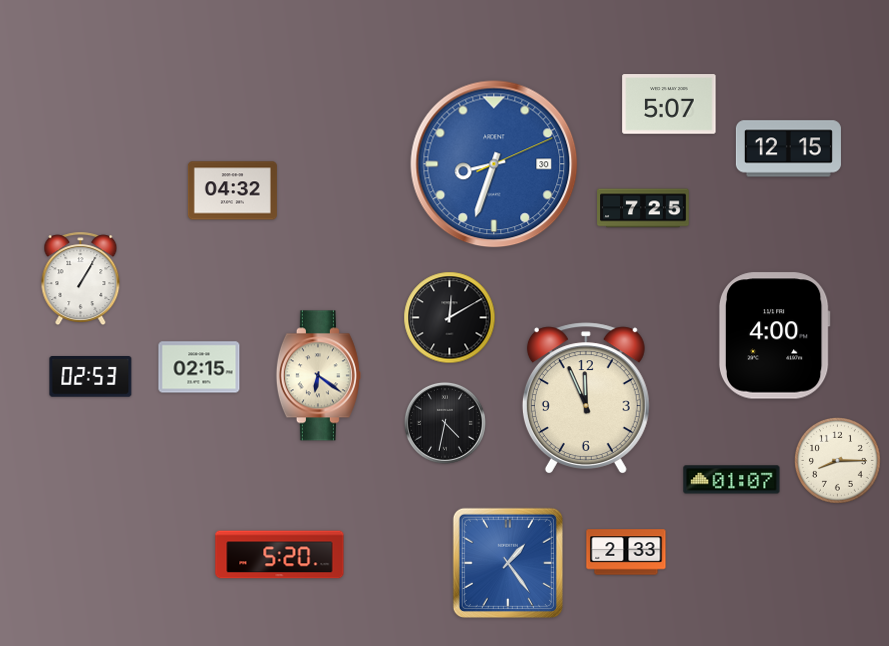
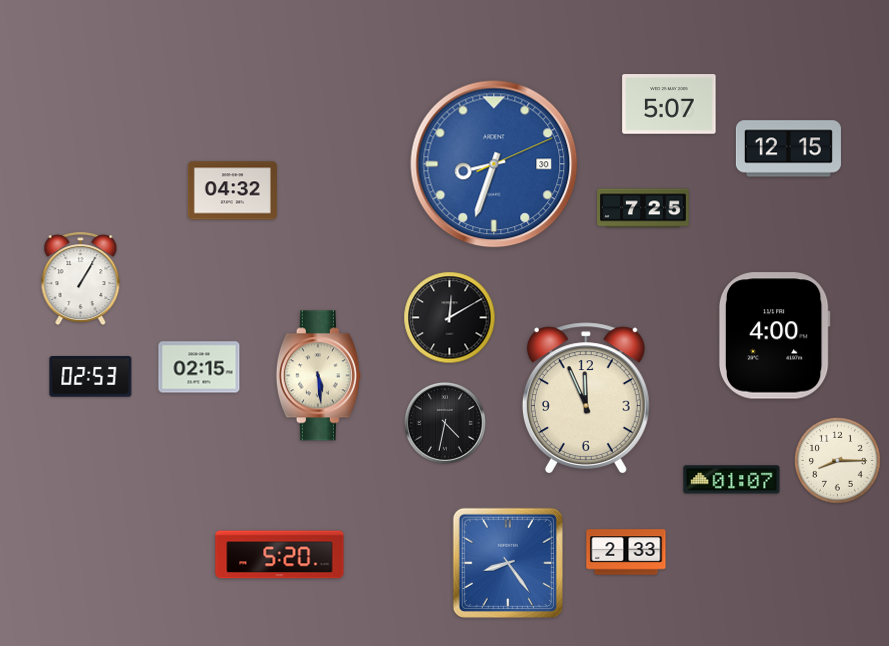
clock at (318, 376): 6:21 -> 5:29
clock at (507, 562): 1:24 -> 8:24
